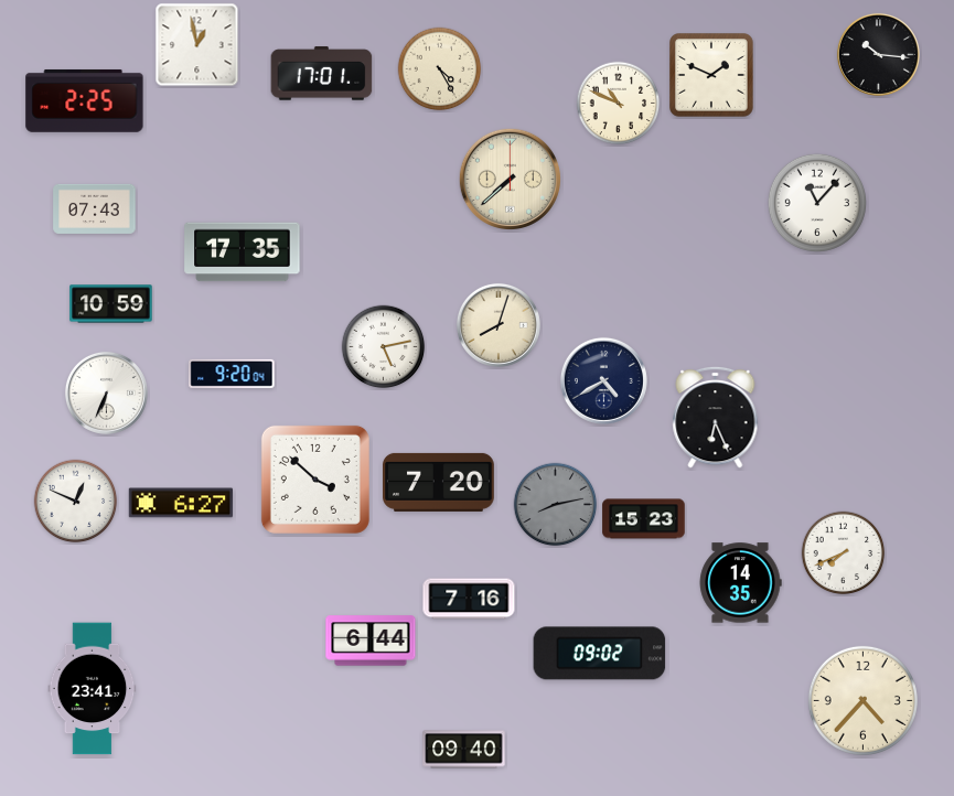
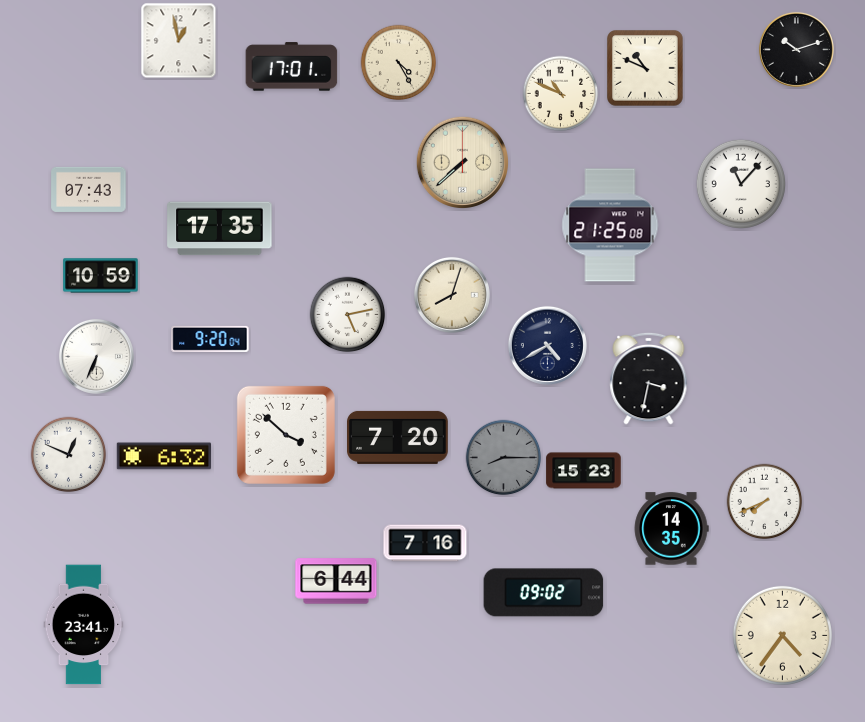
clock at (878, 54): 10:16 -> 10:12
clock at (712, 76): 1:49 -> 10:49
clock at (85, 100): 2:25 -> none
clock at (95, 208) position: (95, 208) -> (89, 189)
clock at (610, 225): none -> 21:25
clock at (716, 417): 6:26 -> 3:32
clock at (181, 503): 6:27 -> 6:32
clock at (556, 505): 8:13 -> 8:15
clock at (862, 700): 4:37 -> 4:36
clock at (464, 750): 09:40 -> none
